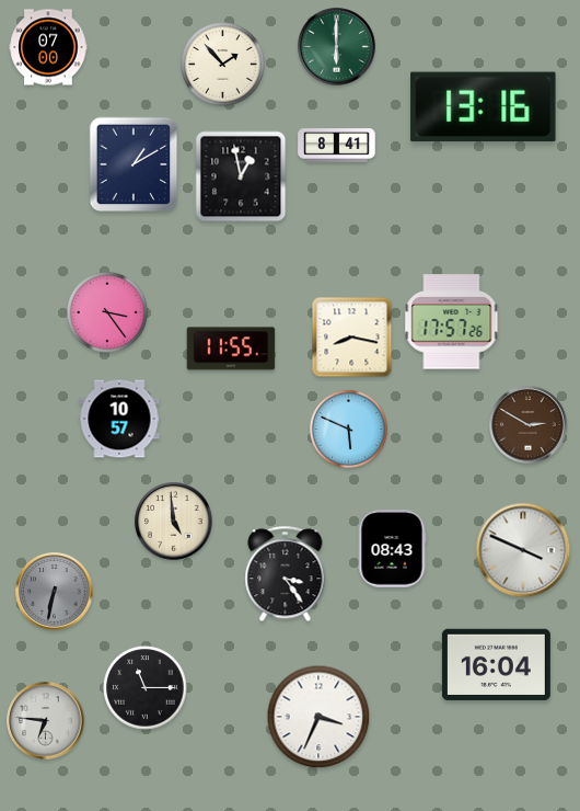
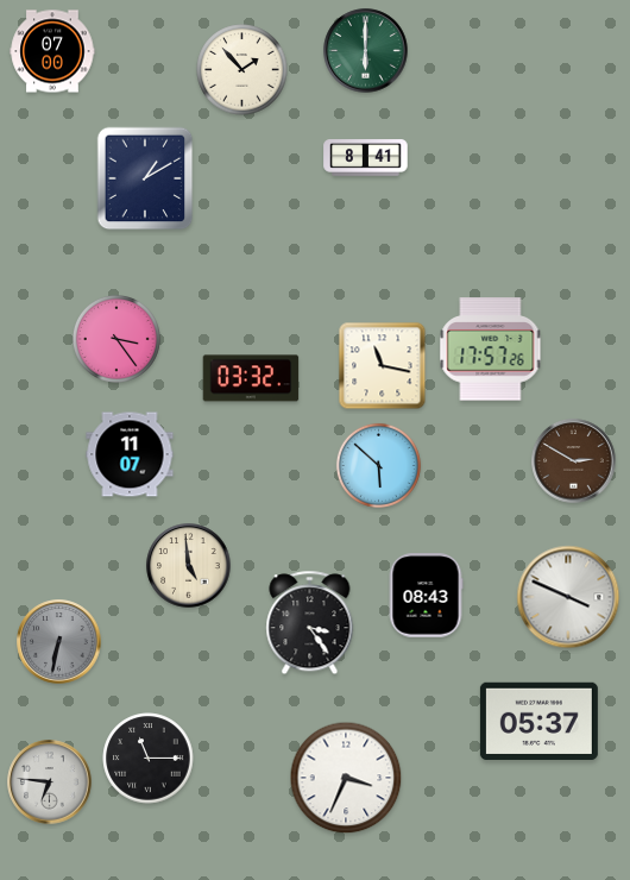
clock at (484, 107): 13:16 -> none
clock at (241, 176): 12:58 -> none
clock at (352, 338): 8:17 -> 11:17
clock at (231, 349): 11:55 -> 03:32
clock at (119, 419): 10:57 -> 11:07
clock at (348, 429): 5:49 -> 5:52
clock at (496, 664): 16:04 -> 05:37
clock at (146, 688) position: (146, 688) -> (149, 759)
